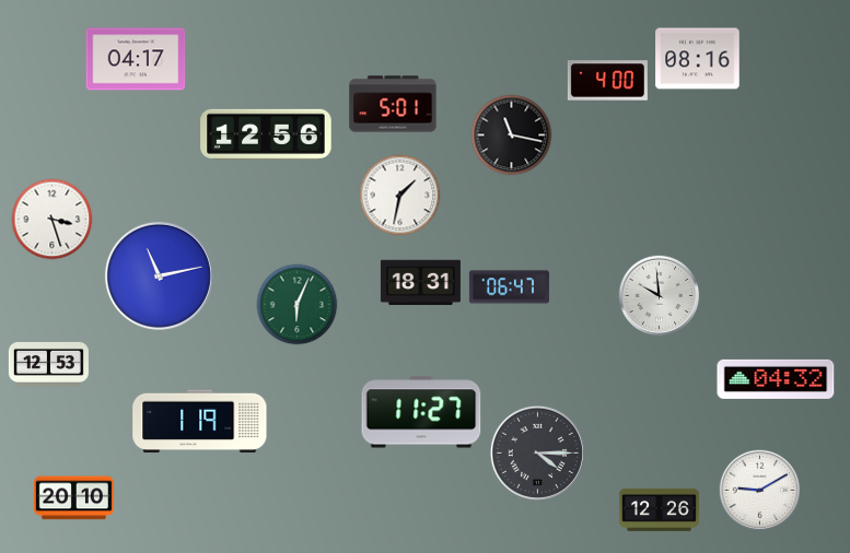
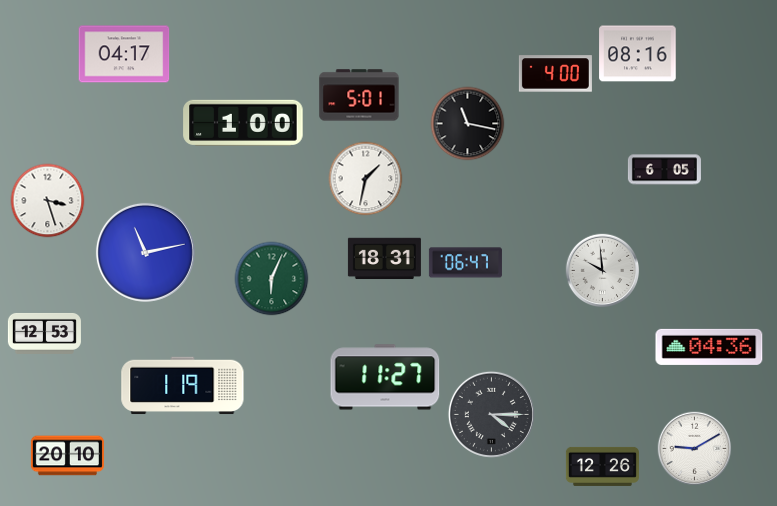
clock at (266, 134): 12:56 -> 1:00
clock at (664, 170): none -> 6:05
clock at (776, 379): 04:32 -> 04:36
